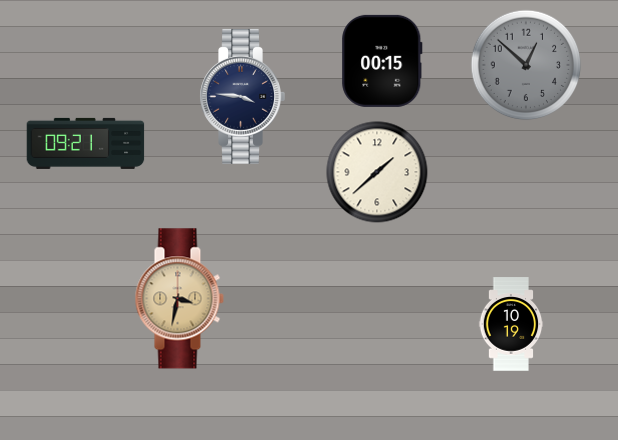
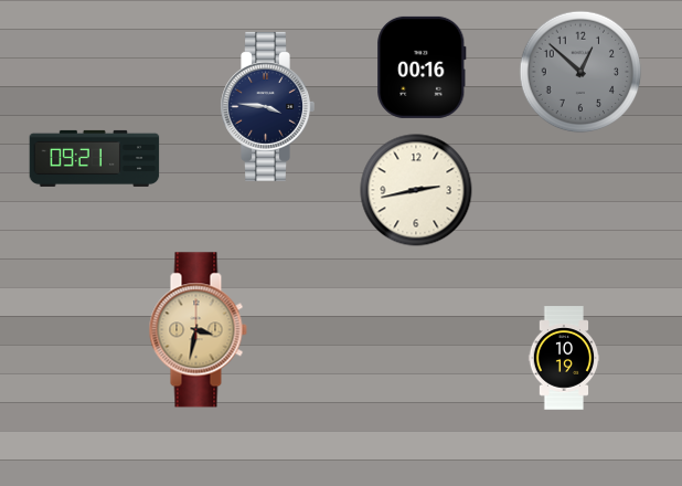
clock at (382, 61): 00:15 -> 00:16
clock at (377, 172): 1:38 -> 2:43
